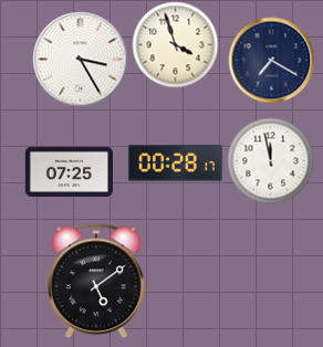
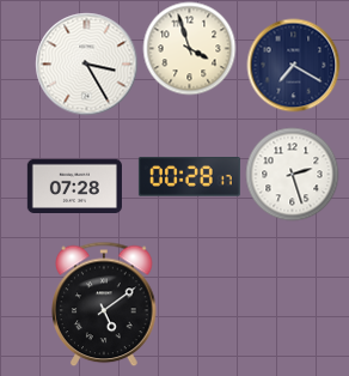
clock at (270, 160): 11:58 -> 2:27
clock at (69, 172): 07:25 -> 07:28
